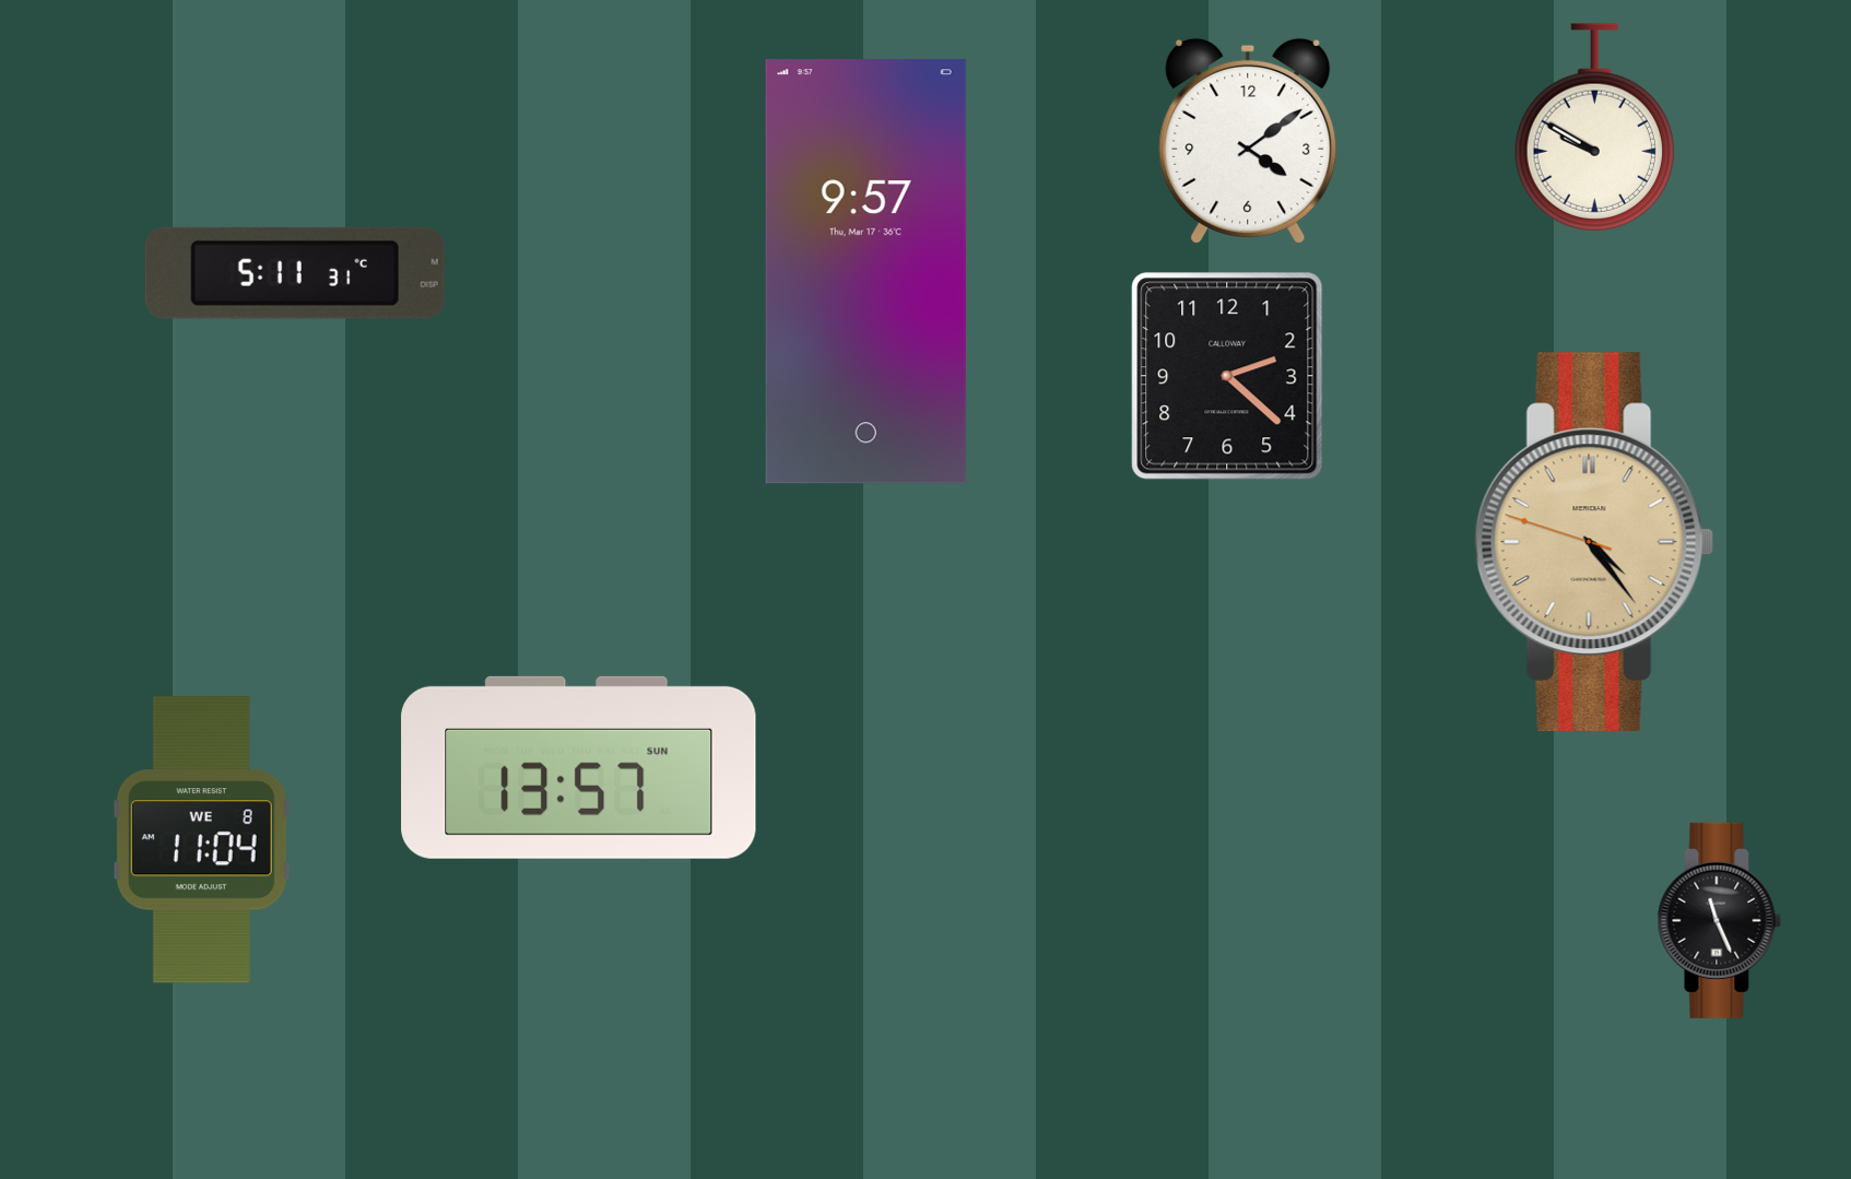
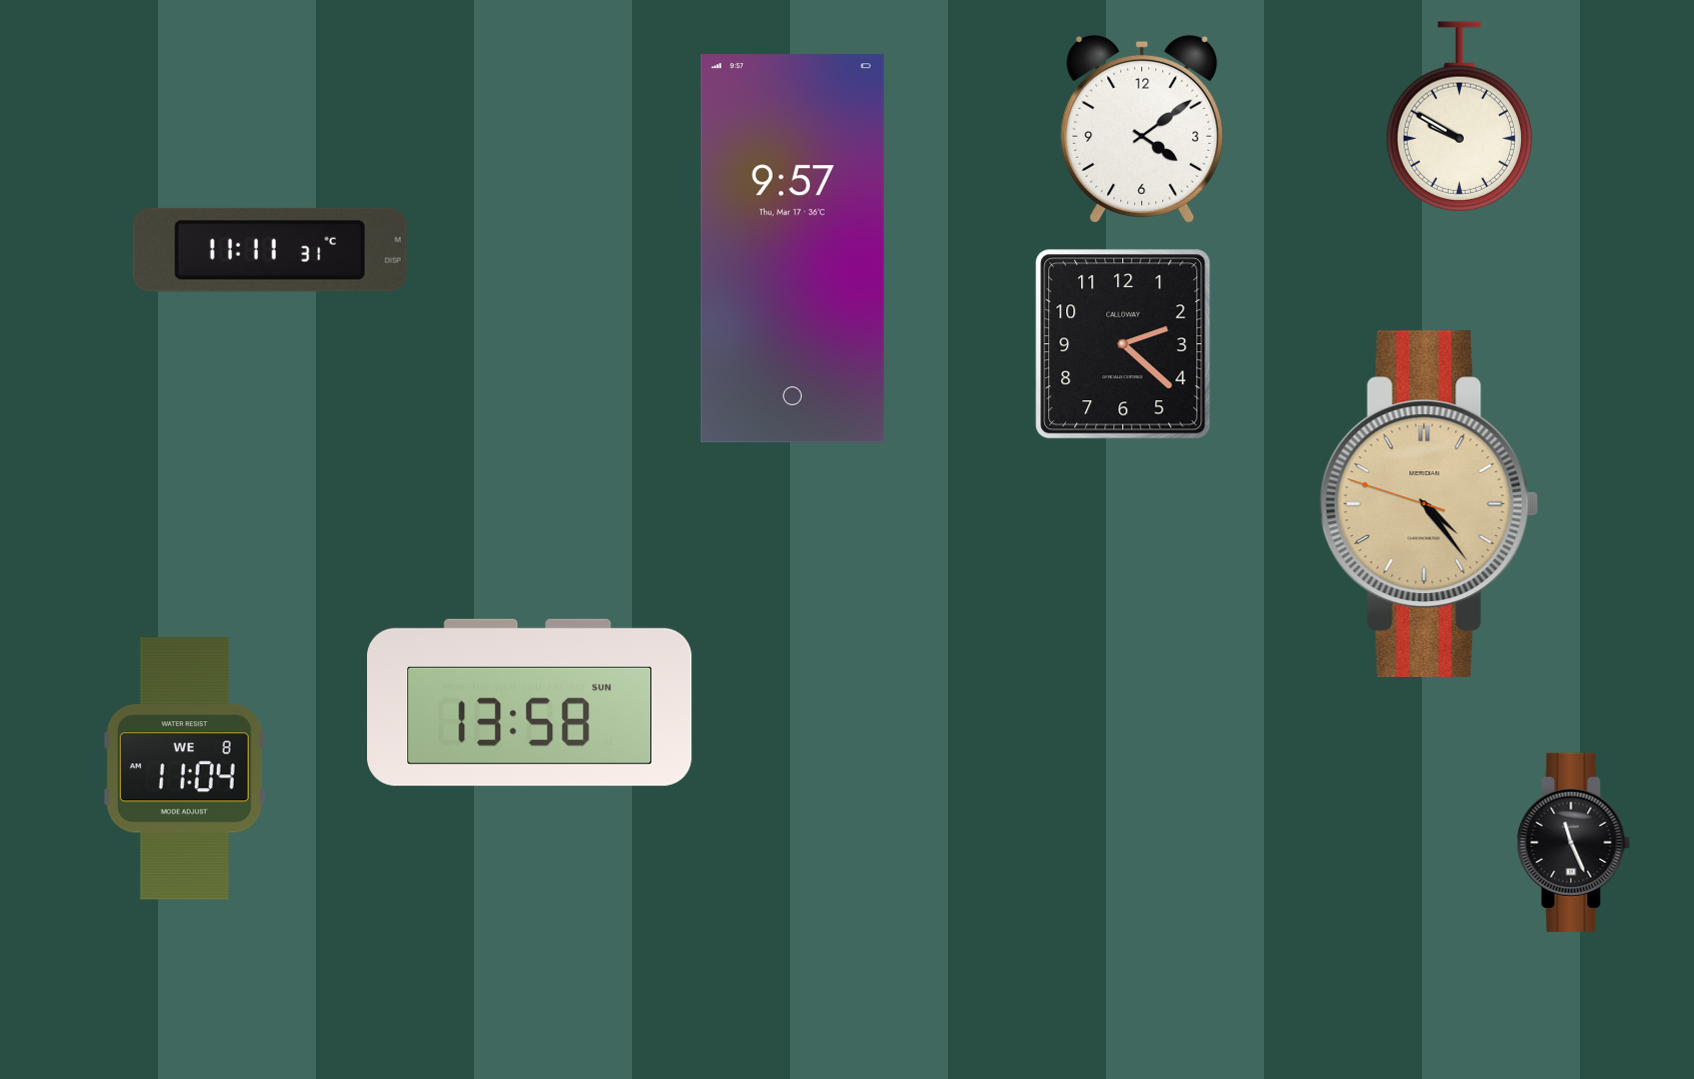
clock at (295, 273): 5:11 -> 11:11
clock at (1594, 542) position: (1594, 542) -> (1429, 504)
clock at (579, 767): 13:57 -> 13:58
